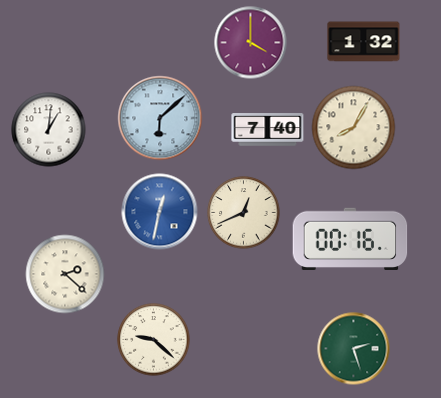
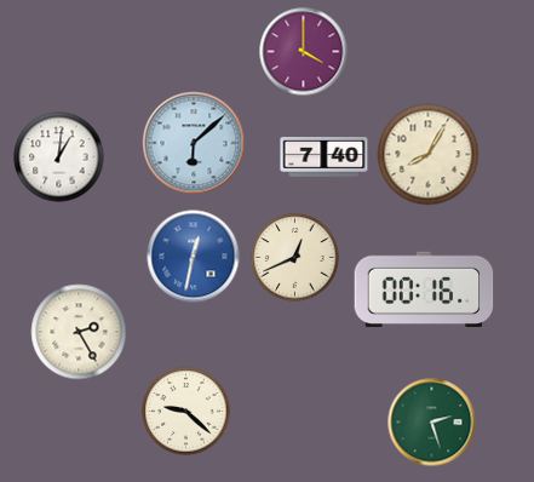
clock at (364, 42): 1:32 -> none
clock at (65, 274): 2:22 -> 2:25
clock at (354, 349) position: (354, 349) -> (432, 423)
